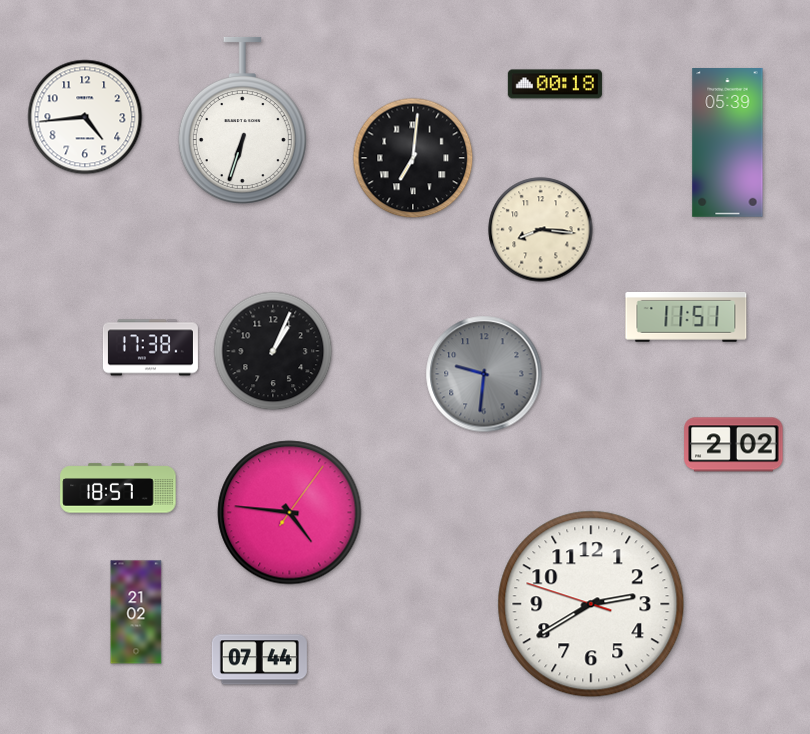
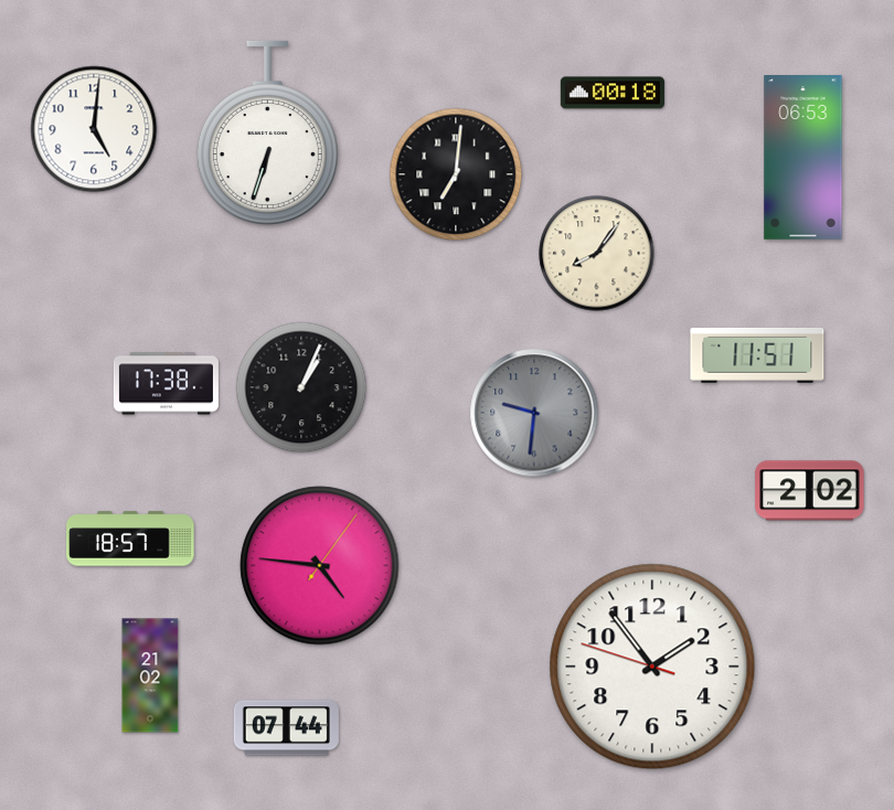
clock at (85, 117): 4:44 -> 5:01
clock at (728, 143): 05:39 -> 06:53
clock at (541, 230): 8:16 -> 8:06
clock at (686, 317) position: (686, 317) -> (757, 355)
clock at (591, 604): 2:39 -> 1:53
